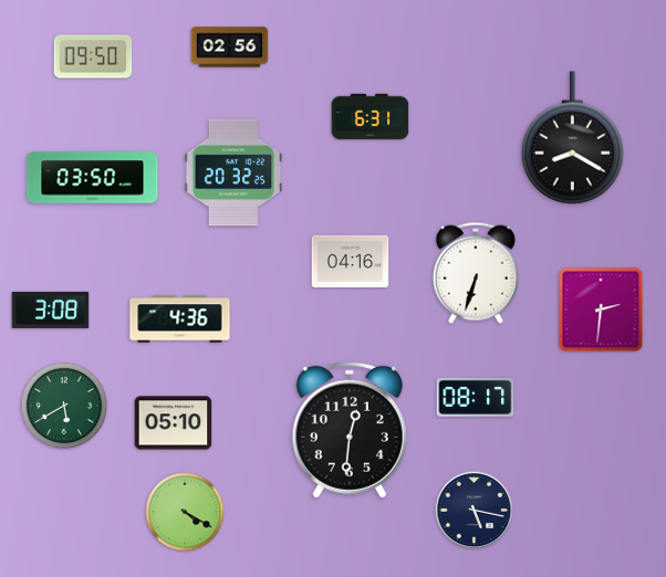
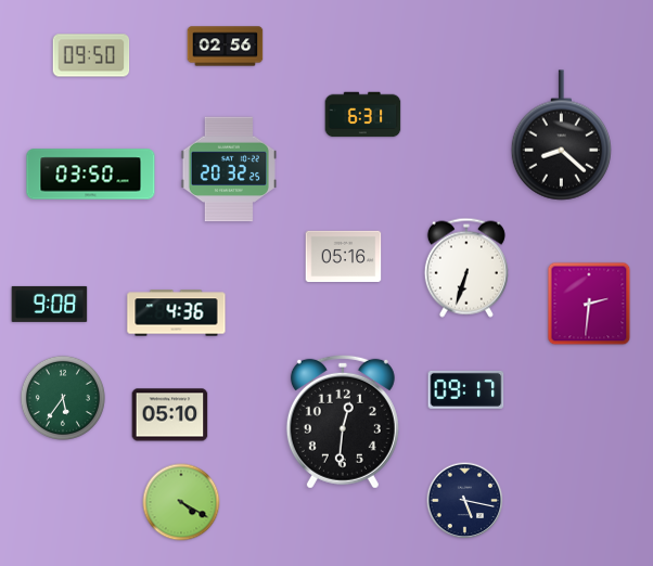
clock at (572, 138): 8:20 -> 8:22
clock at (351, 262): 04:16 -> 05:16
clock at (51, 310): 3:08 -> 9:08
clock at (476, 397): 08:17 -> 09:17
clock at (64, 406): 5:40 -> 5:36
